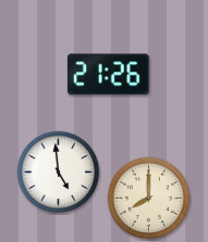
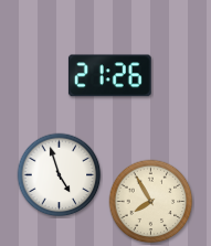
clock at (59, 173): 4:59 -> 4:57
clock at (149, 199): 8:00 -> 7:55
